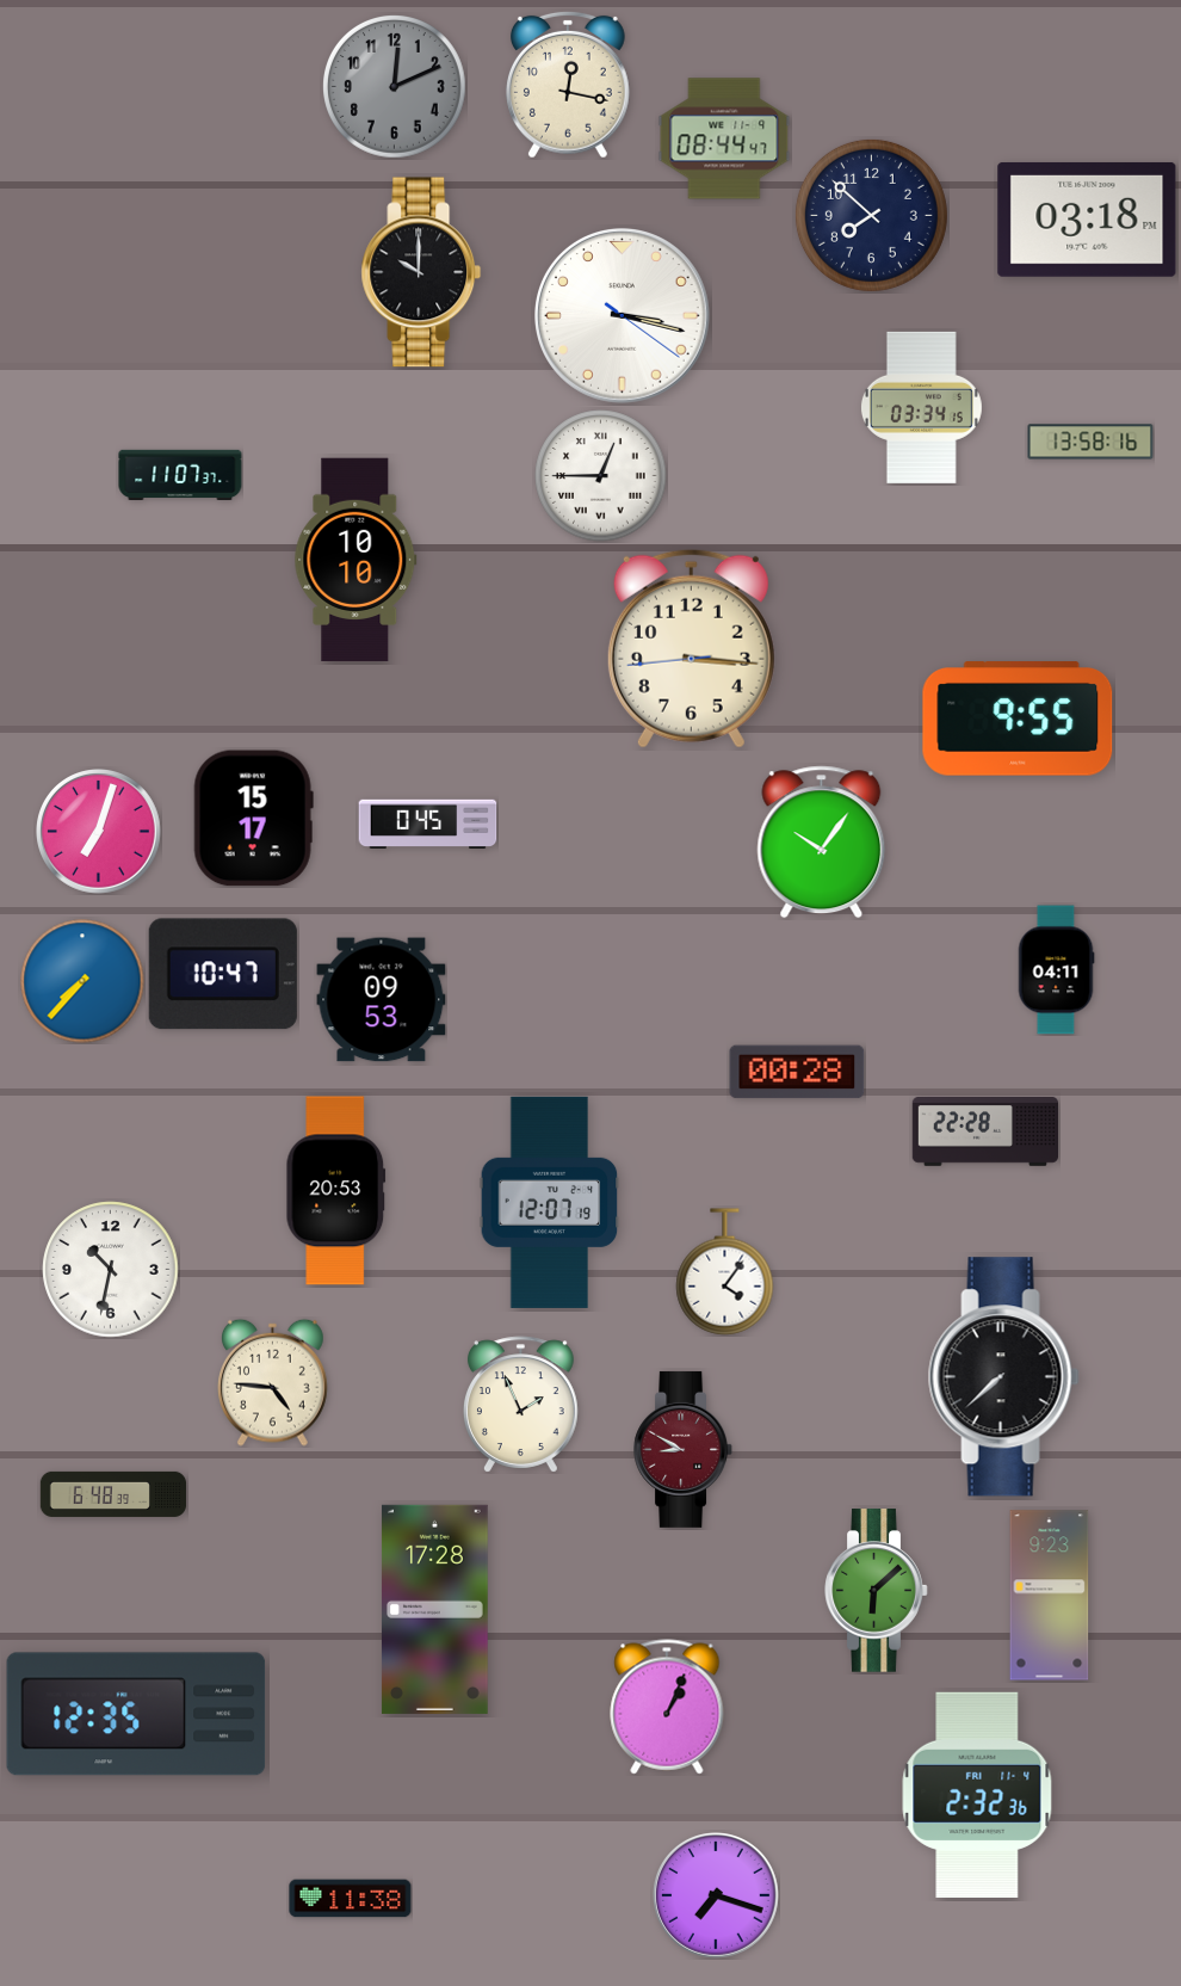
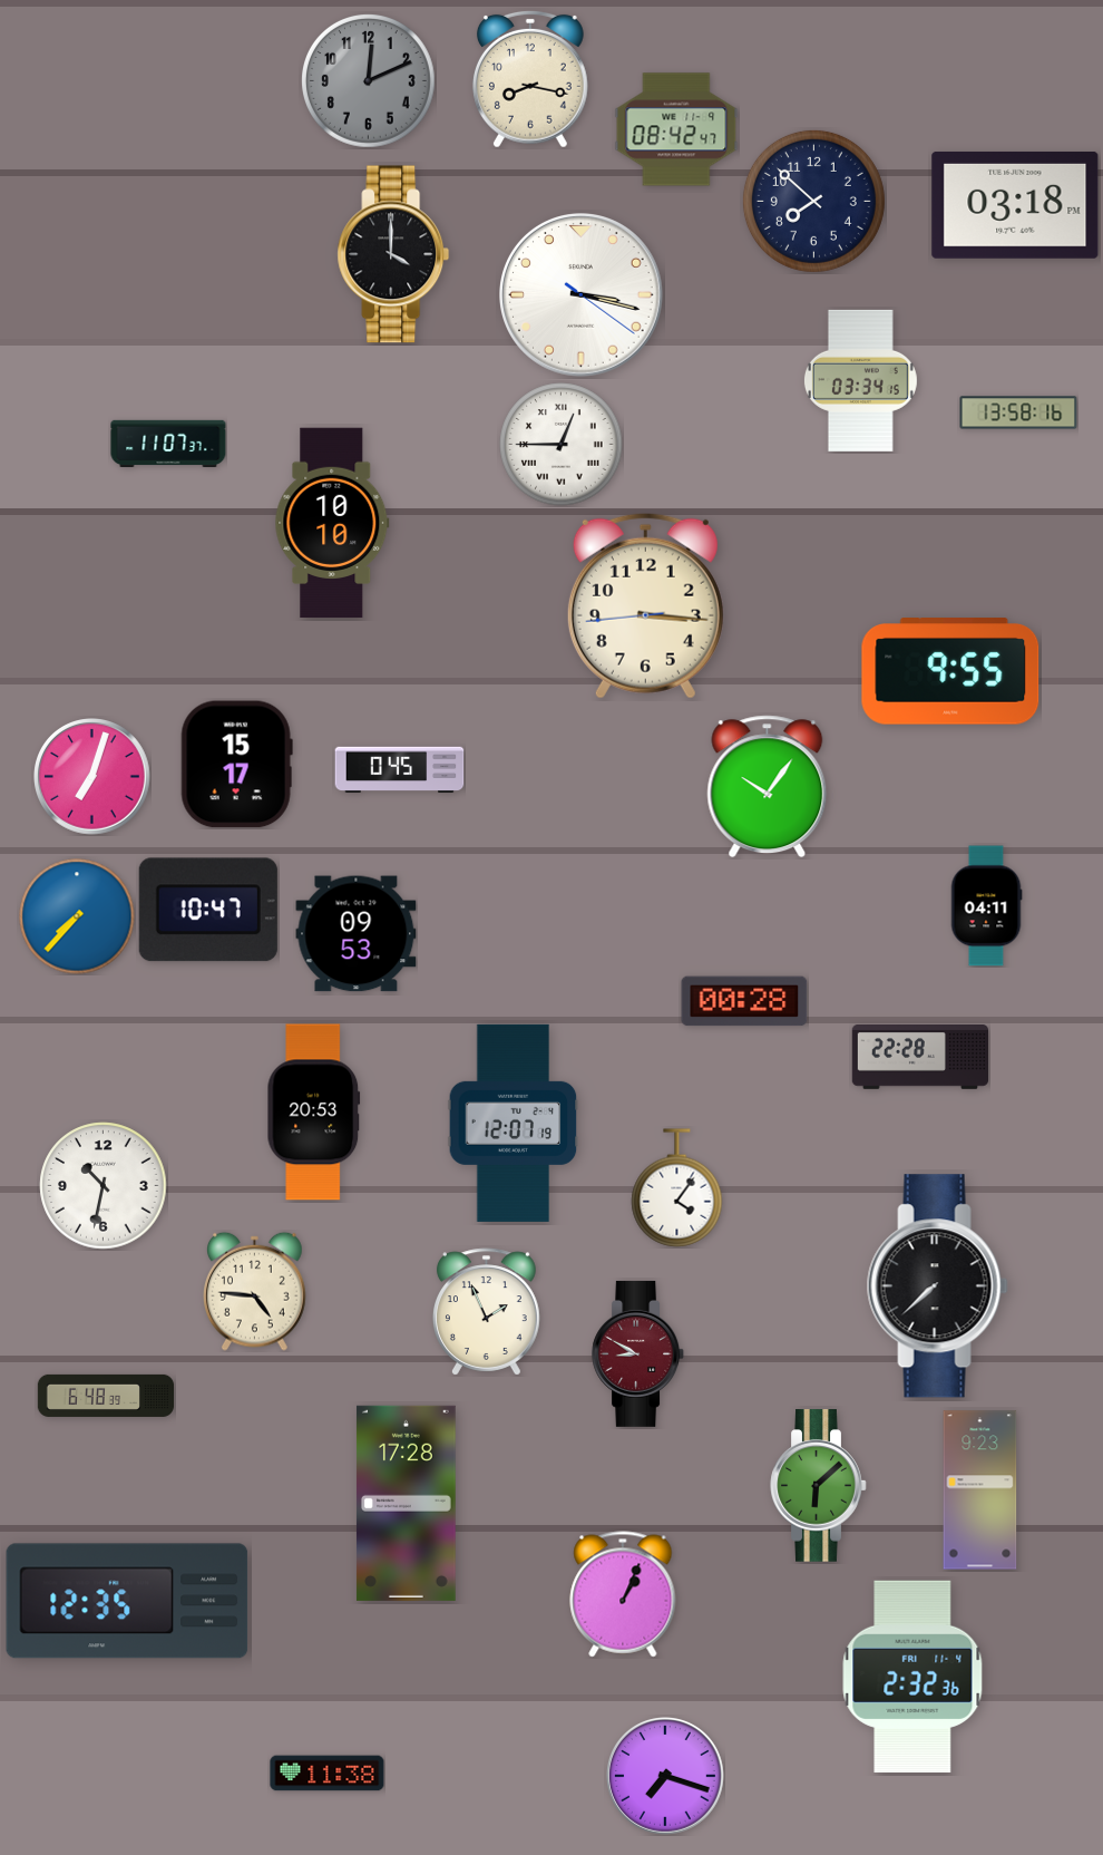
clock at (568, 85): 12:17 -> 8:17
clock at (724, 138): 08:44 -> 08:42
clock at (421, 272): 10:00 -> 4:00
clock at (717, 1896) position: (717, 1896) -> (666, 1777)
